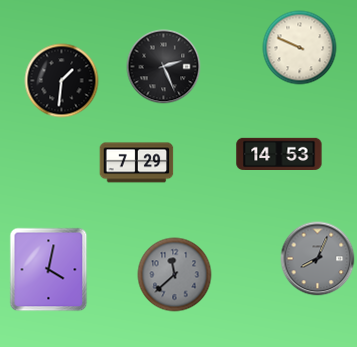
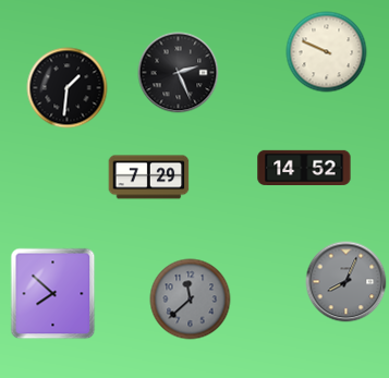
clock at (279, 153): 14:53 -> 14:52
clock at (49, 270): 4:02 -> 7:52
